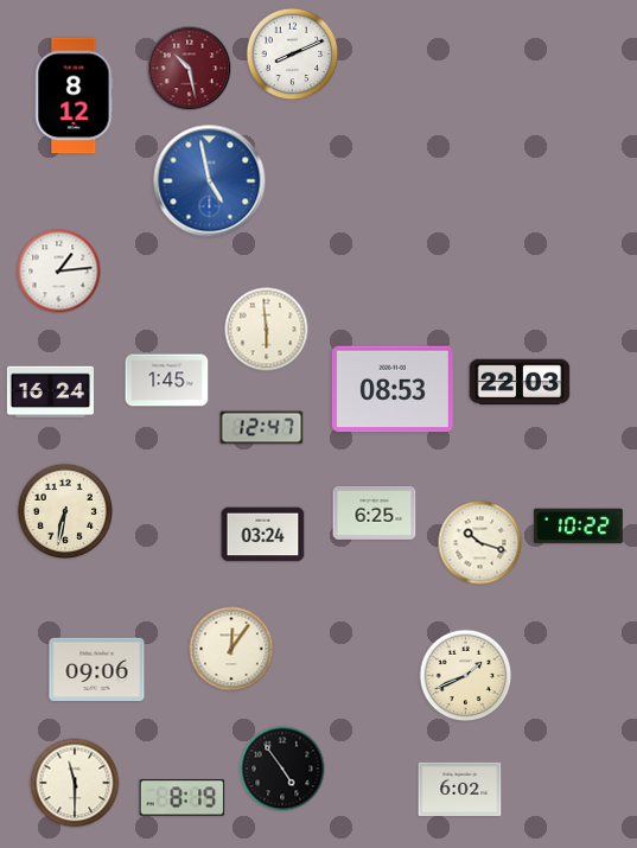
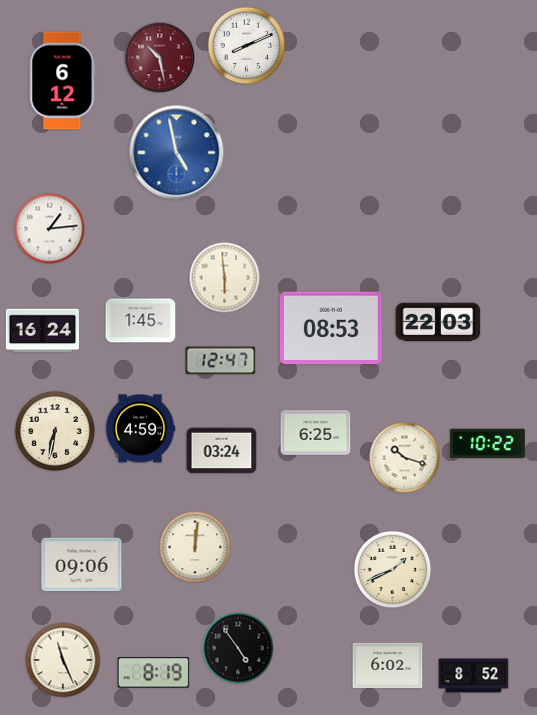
clock at (75, 96): 8:12 -> 6:12
clock at (140, 429): none -> 4:59
clock at (231, 649): 12:06 -> 12:01
clock at (75, 783): 11:30 -> 11:26
clock at (474, 676): none -> 8:52
